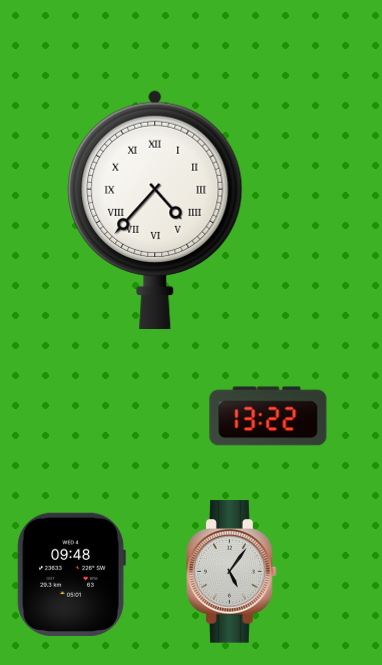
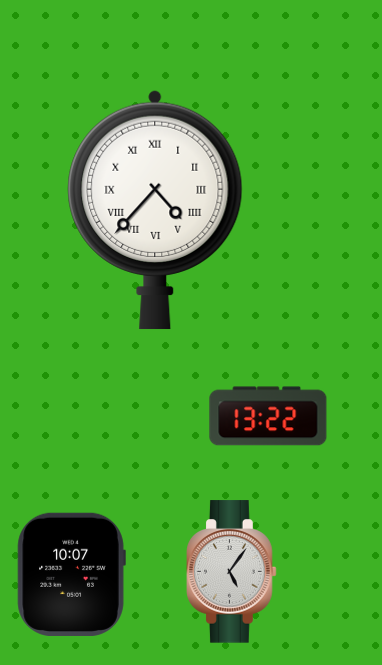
clock at (71, 574): 09:48 -> 10:07
